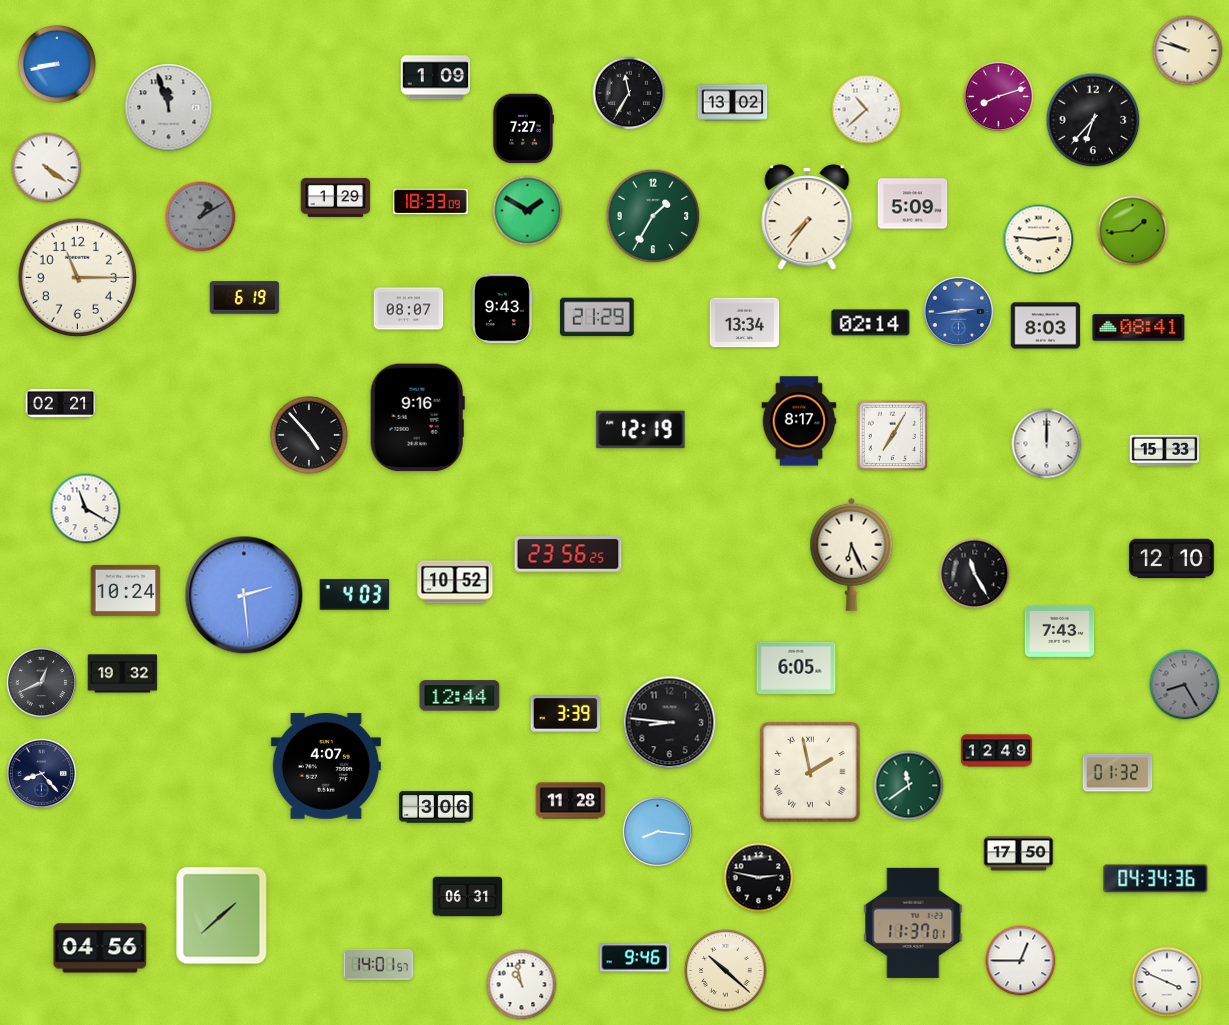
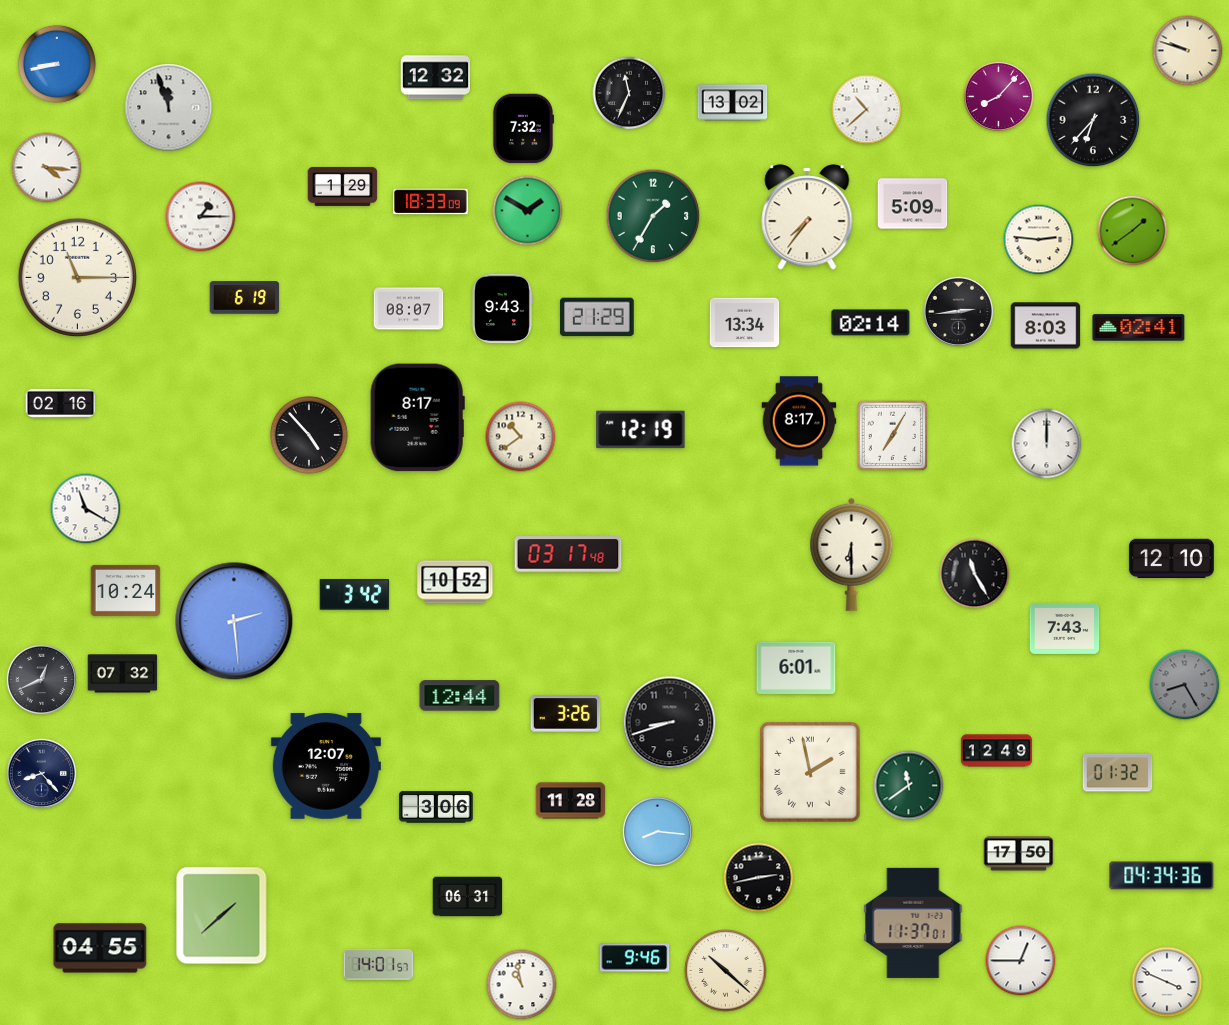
clock at (436, 78): 1:09 -> 12:32
clock at (629, 93): 11:35 -> 11:34
clock at (999, 97): 8:12 -> 8:07
clock at (522, 129): 7:27 -> 7:32
clock at (47, 168): 4:21 -> 4:16
clock at (336, 197) position: (336, 197) -> (343, 186)
clock at (201, 217): 1:10 -> 1:15
clock at (201, 217) dial: grey -> white
clock at (1133, 231): 1:44 -> 1:39
clock at (959, 312) dial: blue -> black
clock at (1139, 328): 08:41 -> 02:41
clock at (61, 403): 02:21 -> 02:16
clock at (417, 418): 9:16 -> 8:17
clock at (521, 437): none -> 10:39
clock at (1165, 451): 15:33 -> none
clock at (568, 554): 23:56 -> 03:17
clock at (852, 554): 6:26 -> 6:30
clock at (244, 595) position: (244, 595) -> (234, 621)
clock at (355, 595): 4:03 -> 3:42
clock at (1060, 631) position: (1060, 631) -> (1065, 628)
clock at (796, 668): 6:05 -> 6:01
clock at (123, 674): 19:32 -> 07:32
clock at (42, 683) position: (42, 683) -> (42, 680)
clock at (566, 714): 3:39 -> 3:26
clock at (670, 723): 8:46 -> 8:42
clock at (326, 766): 4:07 -> 12:07
clock at (759, 878): 2:47 -> 2:43
clock at (1156, 879) position: (1156, 879) -> (1162, 876)
clock at (100, 948): 04:56 -> 04:55
